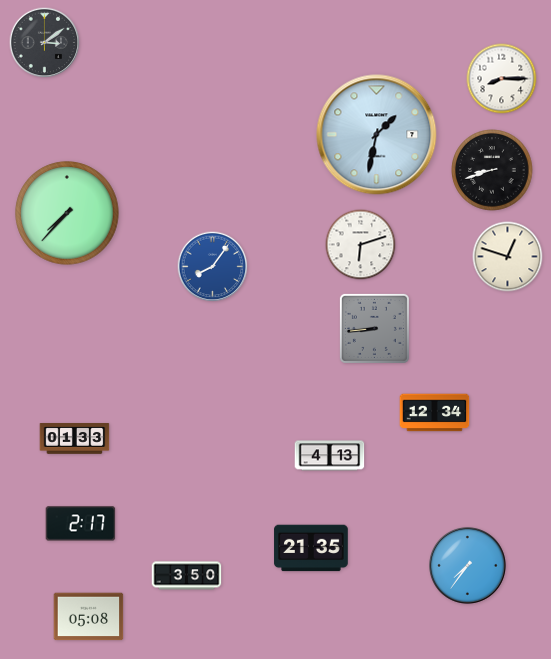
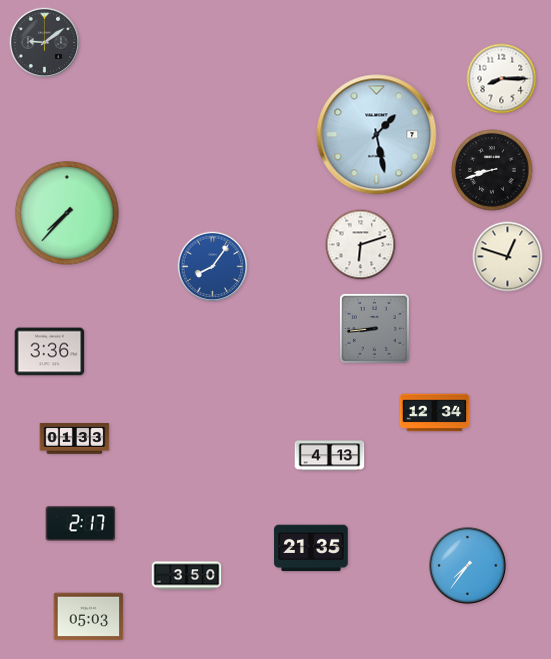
clock at (45, 43): 3:09 -> 9:09
clock at (377, 135): 1:32 -> 1:28
clock at (50, 352): none -> 3:36
clock at (89, 617): 05:08 -> 05:03
